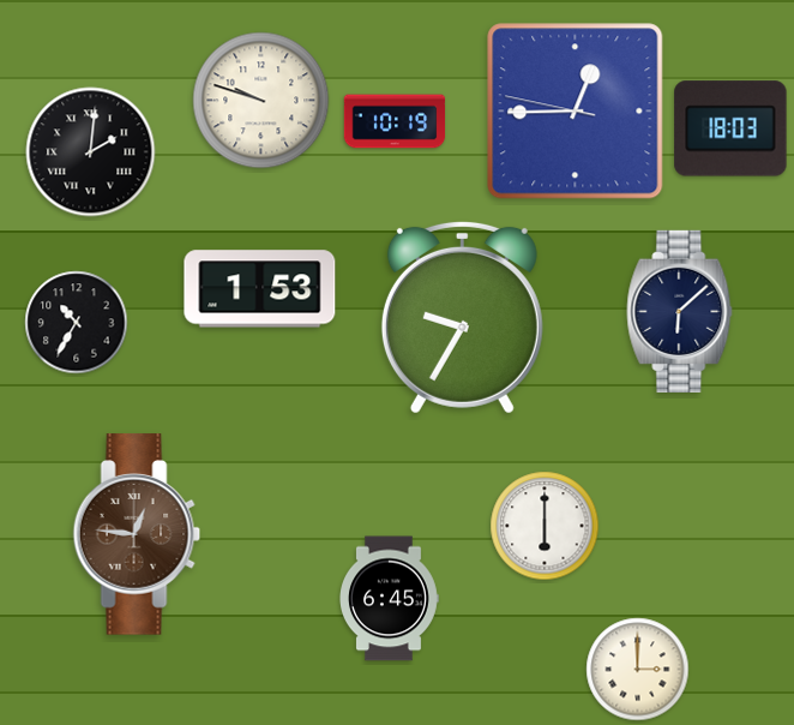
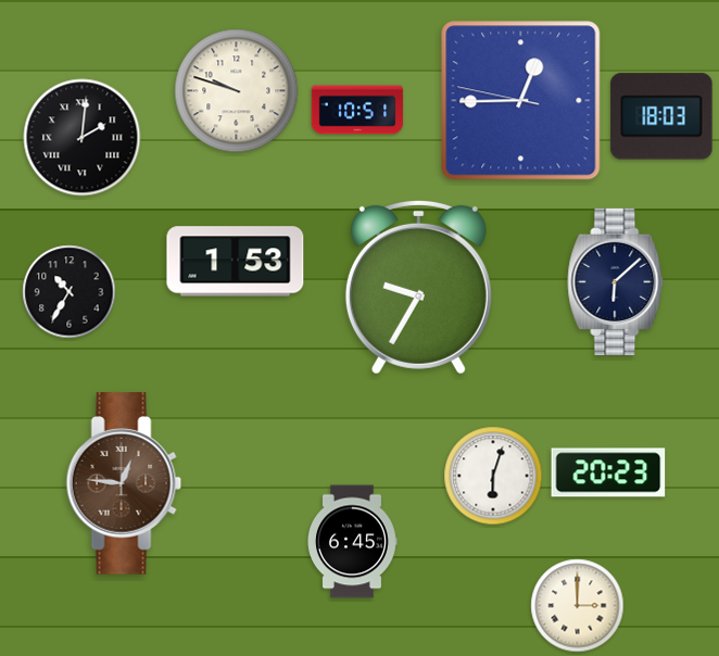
clock at (395, 121): 10:19 -> 10:51
clock at (608, 472): none -> 20:23
clock at (545, 526): 6:00 -> 6:03
